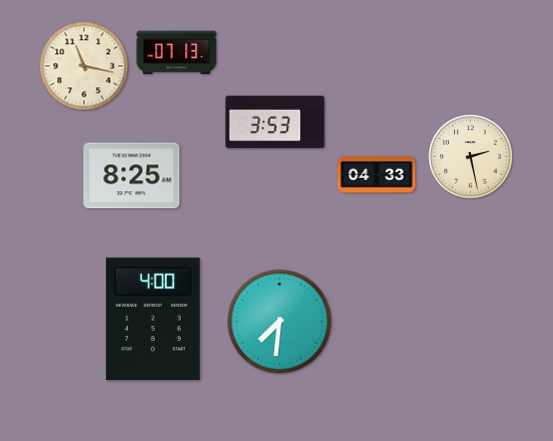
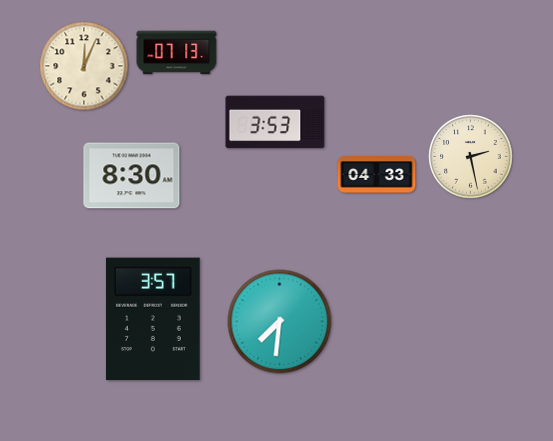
clock at (84, 66): 11:17 -> 12:04
clock at (132, 176): 8:25 -> 8:30
clock at (153, 319): 4:00 -> 3:57
